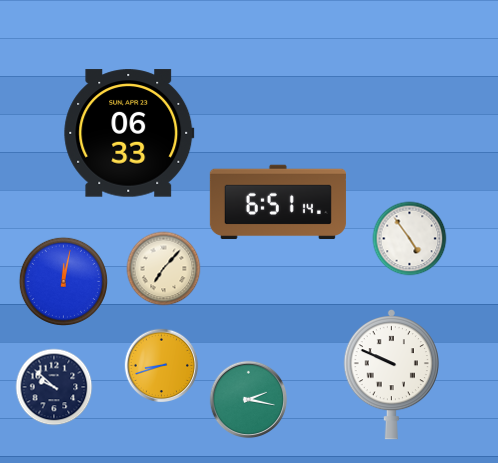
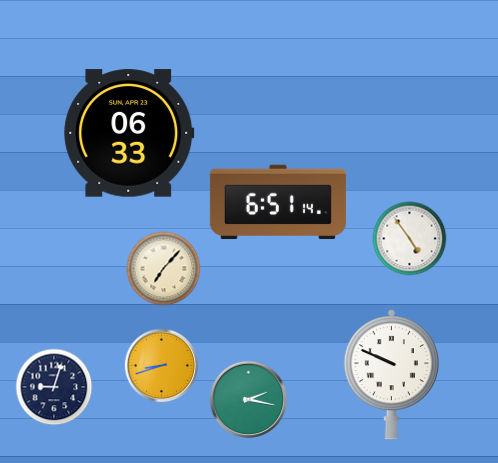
clock at (63, 281): 12:02 -> none
clock at (54, 387): 9:52 -> 9:03
